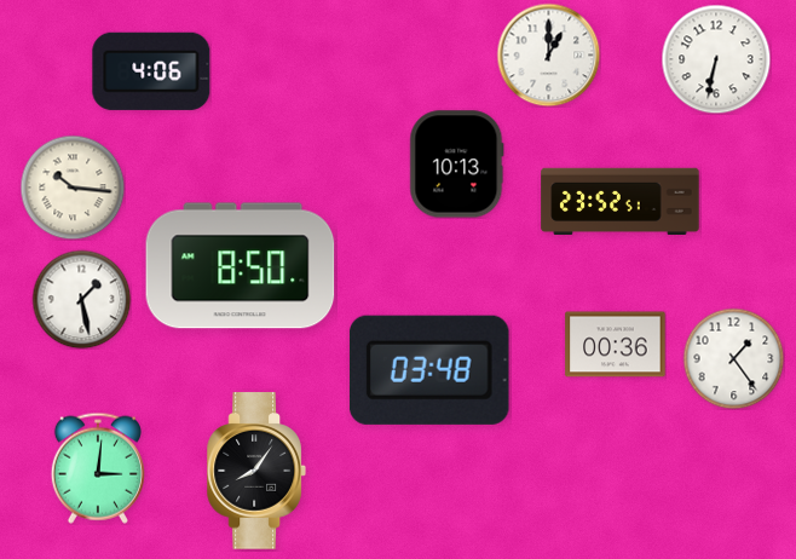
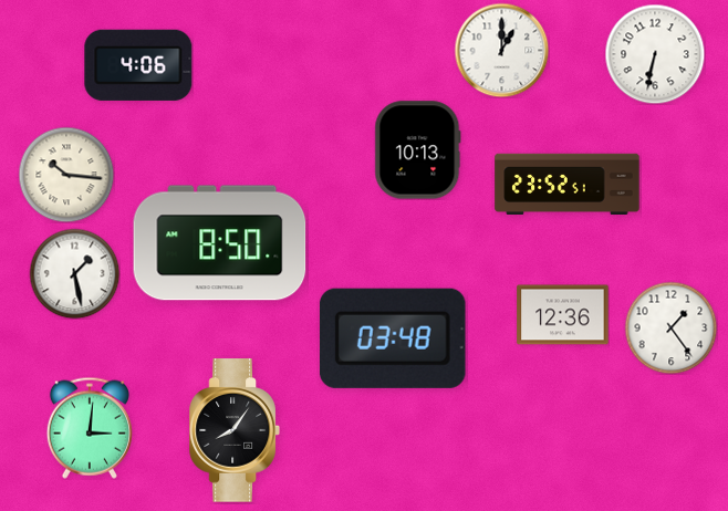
clock at (73, 188) position: (73, 188) -> (66, 175)
clock at (616, 345): 00:36 -> 12:36
